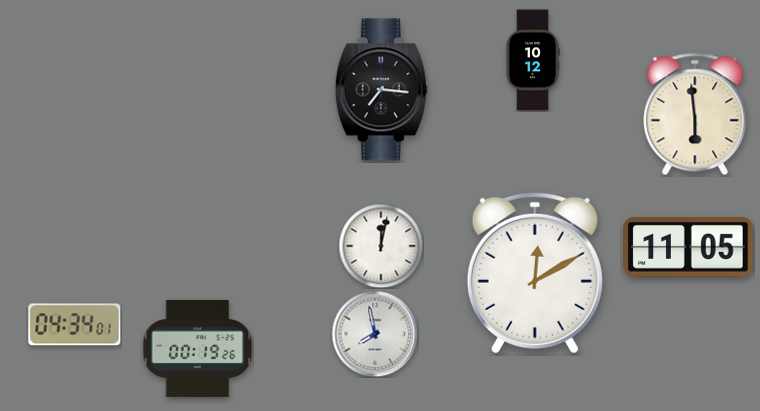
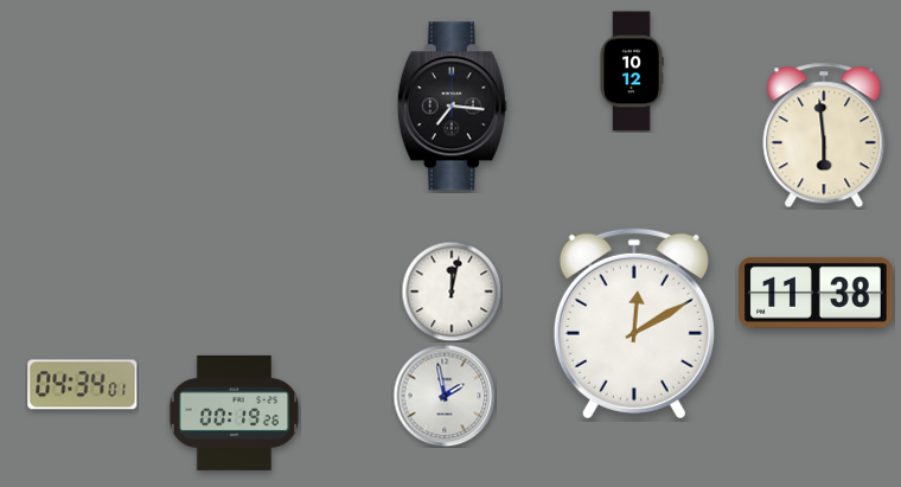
clock at (688, 247): 11:05 -> 11:38
clock at (75, 325) position: (75, 325) -> (83, 385)
clock at (375, 334): 7:58 -> 1:58
